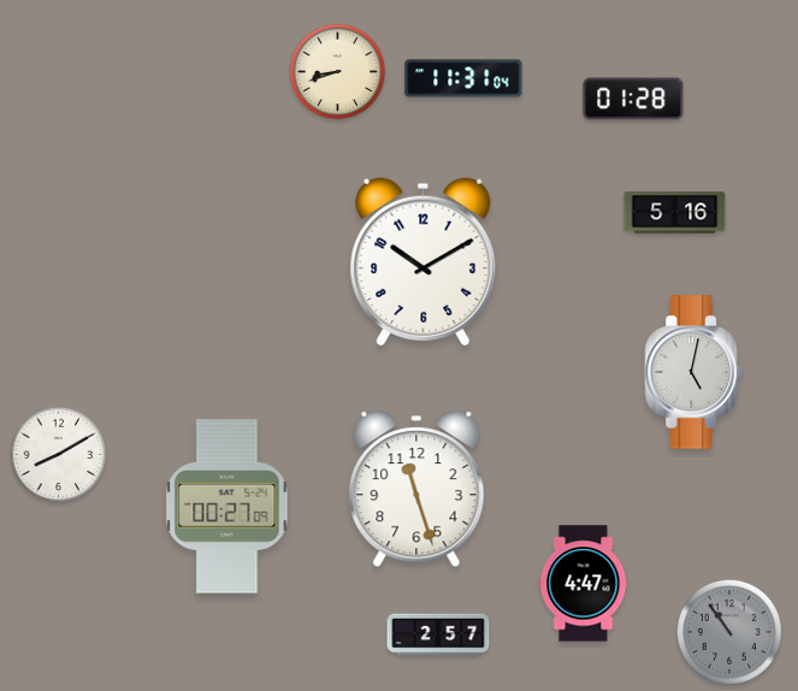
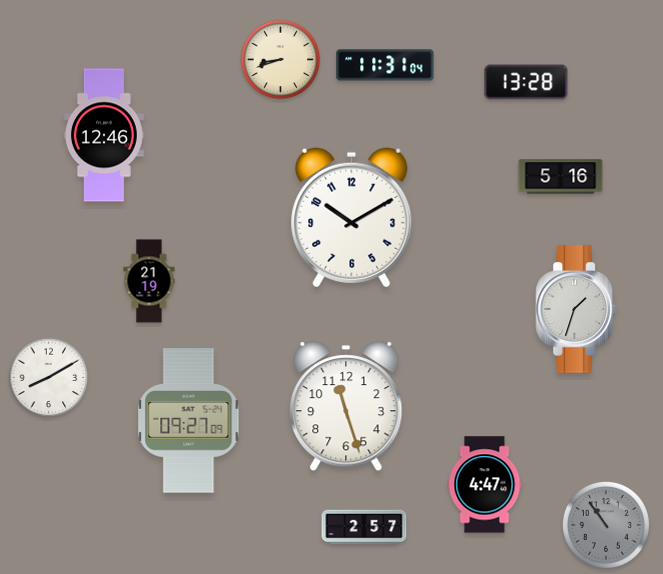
clock at (633, 99): 01:28 -> 13:28
clock at (104, 135): none -> 12:46
clock at (149, 281): none -> 21:19
clock at (692, 372): 5:02 -> 1:33
clock at (227, 507): 00:27 -> 09:27
